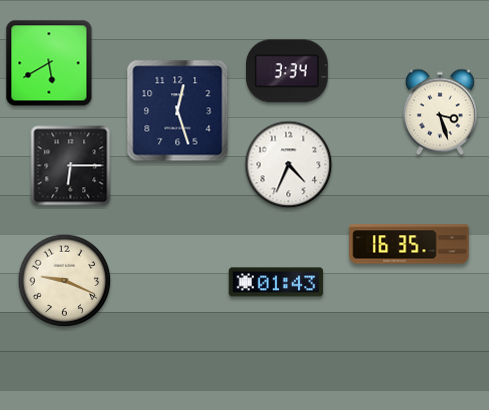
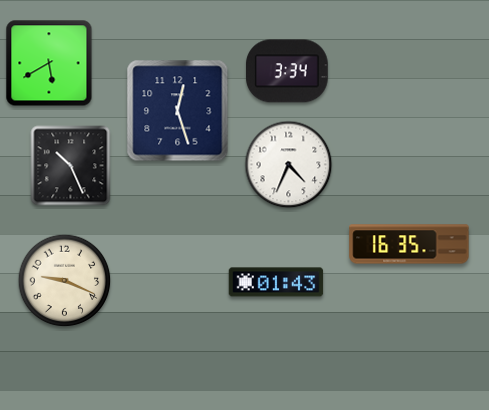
clock at (440, 112): 3:27 -> none
clock at (71, 166): 6:15 -> 10:26
